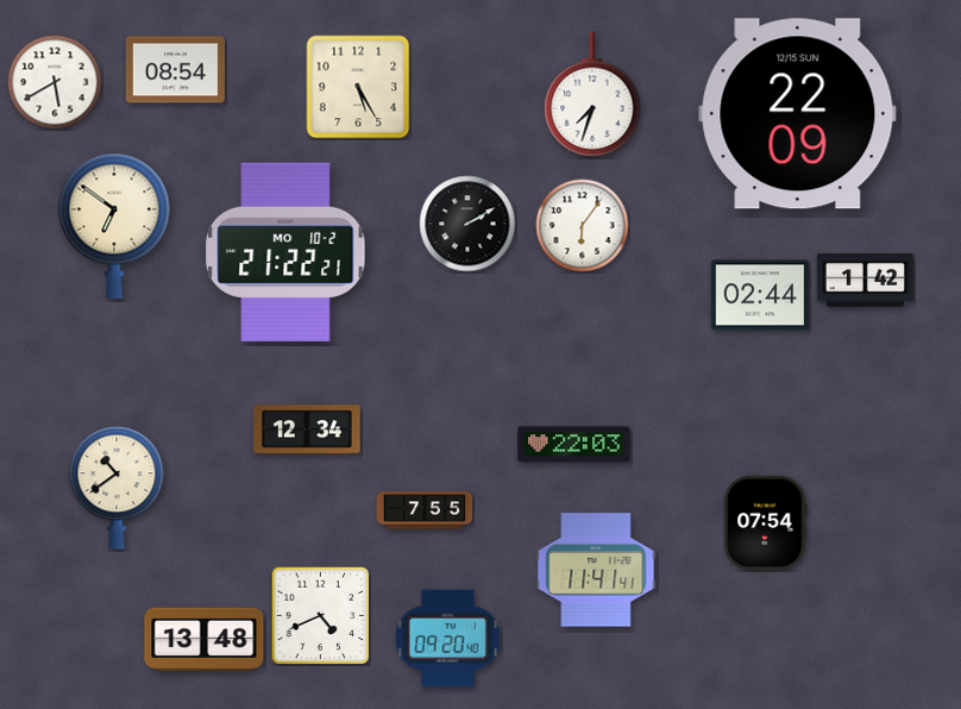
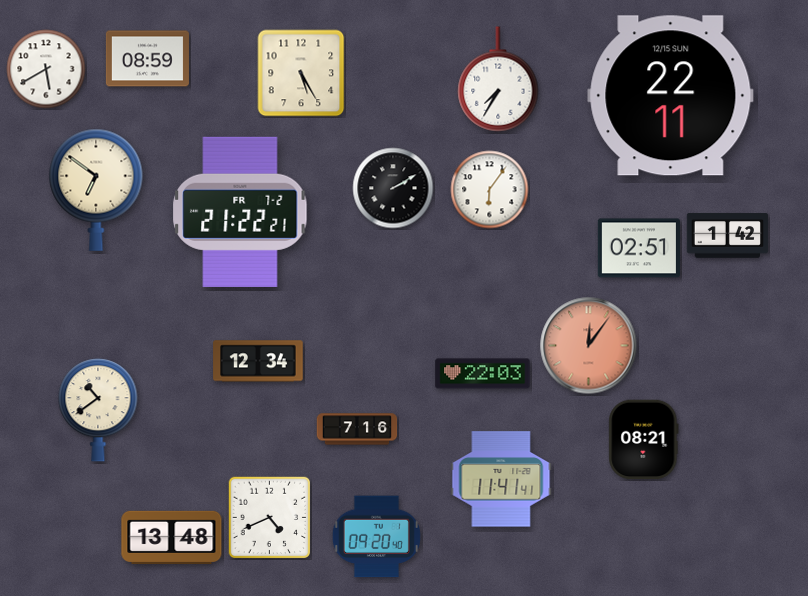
clock at (175, 70): 08:54 -> 08:59
clock at (592, 94): 7:33 -> 7:35
clock at (798, 114): 22:09 -> 22:11
clock at (285, 252) date: MO 10-2 -> FR 7-2
clock at (760, 295): 02:44 -> 02:51
clock at (589, 346): none -> 12:06
clock at (425, 510): 7:55 -> 7:16
clock at (766, 523): 07:54 -> 08:21
